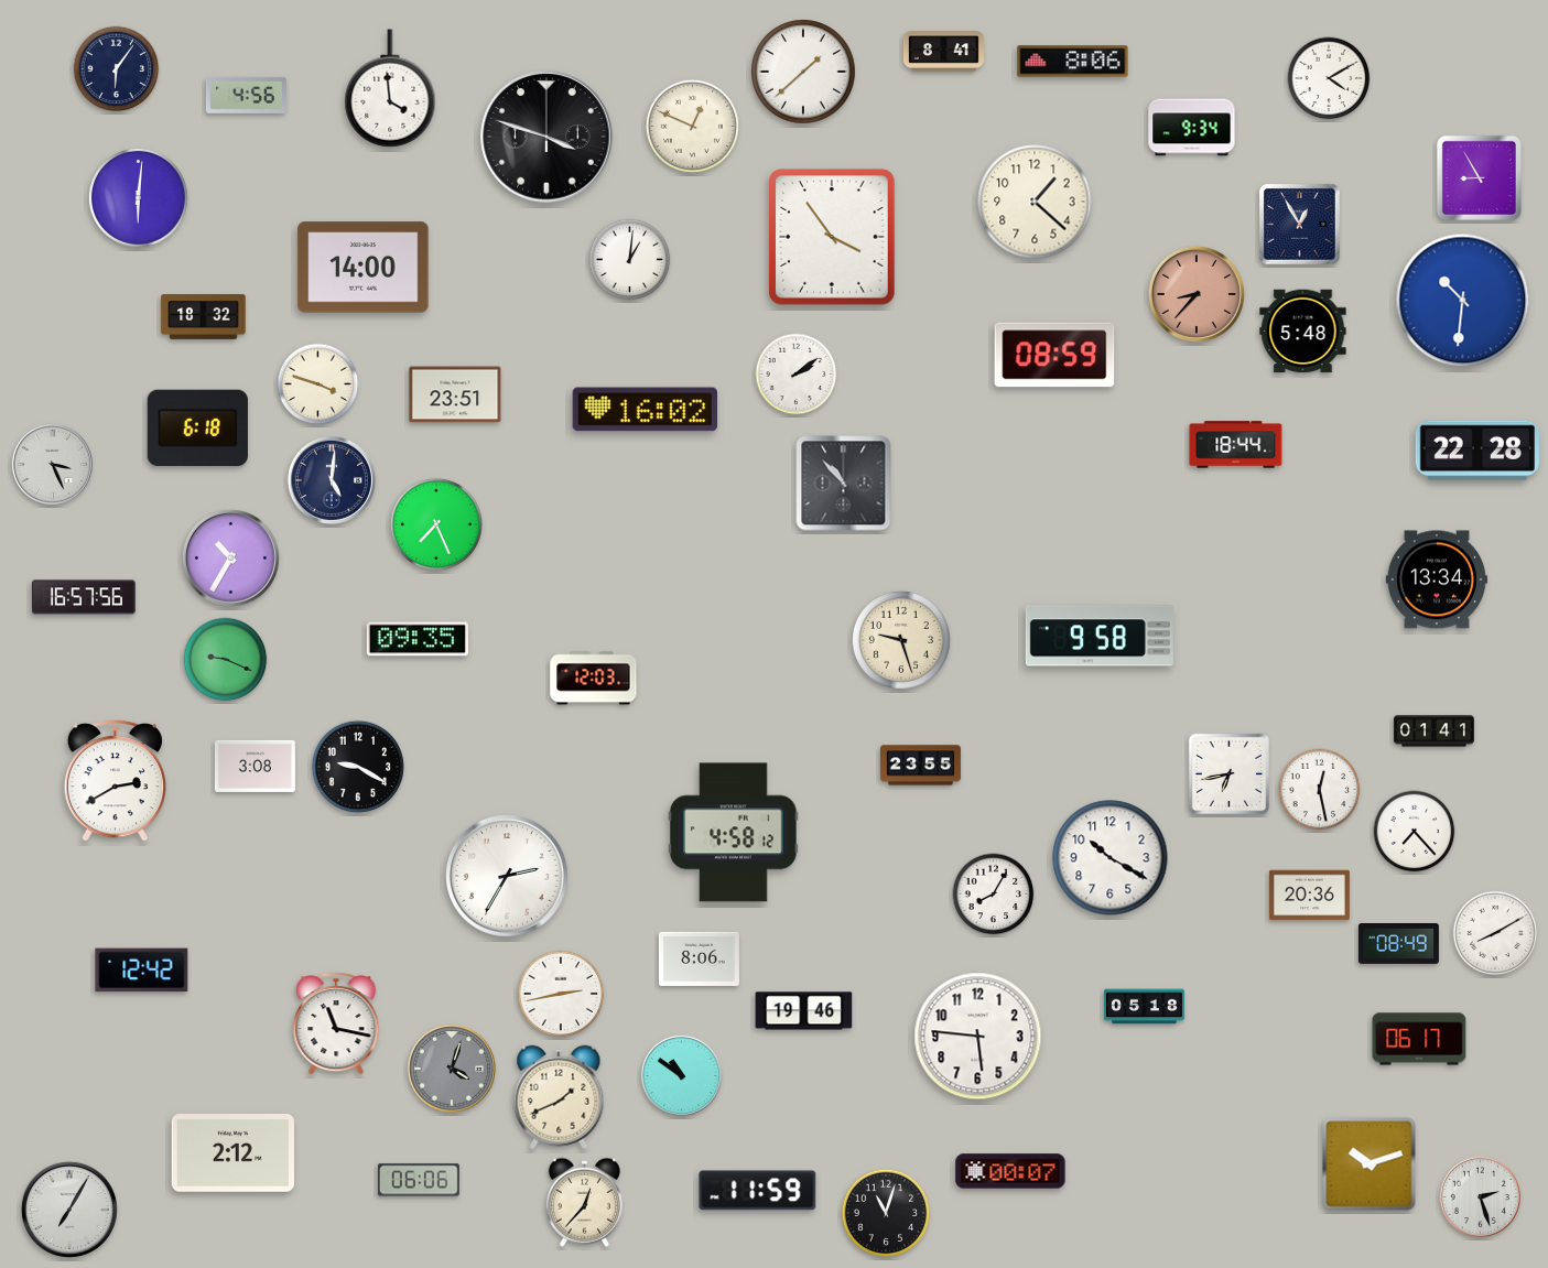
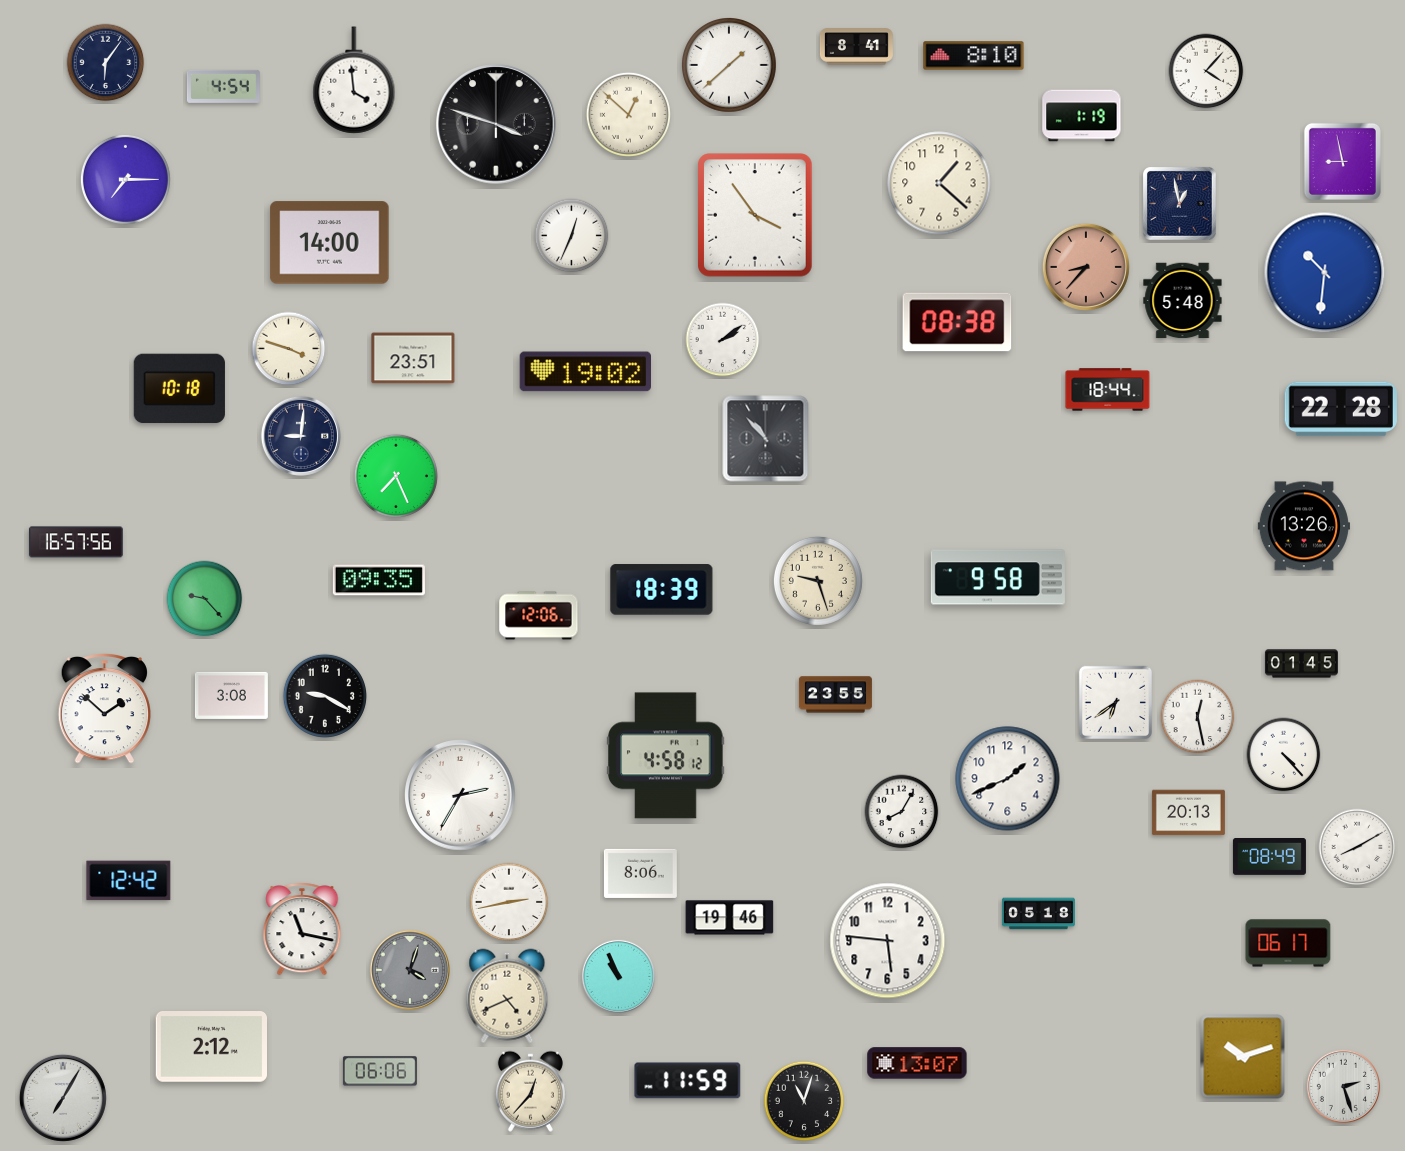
clock at (1073, 62): 8:06 -> 8:10
clock at (1329, 78): 4:10 -> 4:07
clock at (246, 95): 4:56 -> 4:54
clock at (692, 126): 12:49 -> 12:52
clock at (1192, 128): 9:34 -> 1:19
clock at (1479, 177): 8:55 -> 8:58
clock at (138, 197): 6:01 -> 7:15
clock at (1299, 224): 12:55 -> 12:58
clock at (630, 260): 1:01 -> 12:34
clock at (1463, 301) position: (1463, 301) -> (1325, 273)
clock at (204, 317): 18:32 -> none
clock at (1054, 355): 08:59 -> 08:38
clock at (645, 410): 16:02 -> 19:02
clock at (197, 429): 6:18 -> 10:18
clock at (1236, 445) position: (1236, 445) -> (1108, 390)
clock at (52, 464): 3:26 -> none
clock at (332, 480): 5:01 -> 9:01
clock at (230, 557): 10:35 -> none
clock at (1437, 579): 13:34 -> 13:26
clock at (662, 590): none -> 18:39
clock at (226, 660): 9:19 -> 9:23
clock at (594, 679): 12:03 -> 12:06
clock at (1433, 731): 01:41 -> 01:45
clock at (1228, 773): 6:43 -> 6:39
clock at (115, 781): 2:40 -> 1:52
clock at (1415, 832): 7:23 -> 4:23
clock at (1111, 858): 10:20 -> 1:41
clock at (1309, 896): 20:36 -> 20:13
clock at (699, 958) position: (699, 958) -> (640, 873)
clock at (336, 1023) position: (336, 1023) -> (302, 929)
clock at (681, 1075): 10:51 -> 10:56
clock at (559, 1097): 1:41 -> 4:41
clock at (1010, 1171): 00:07 -> 13:07
